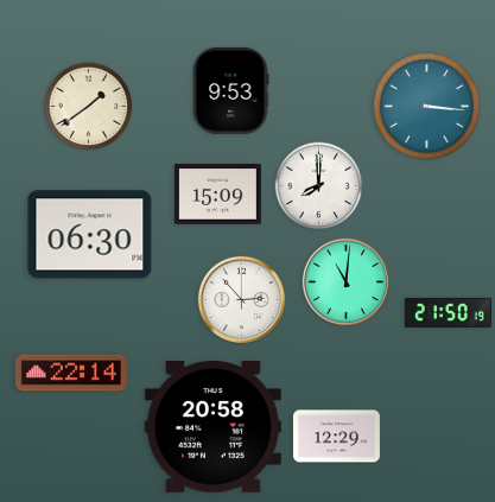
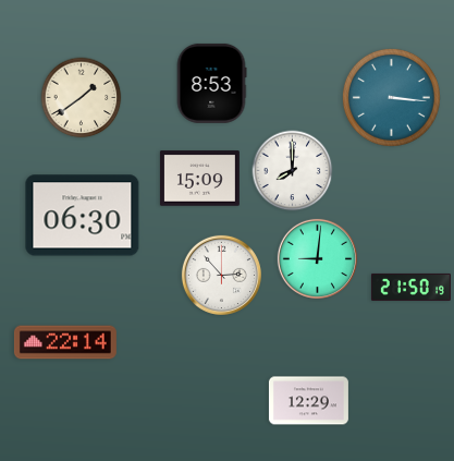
clock at (230, 90): 9:53 -> 8:53
clock at (345, 281): 11:01 -> 9:01
clock at (212, 427): 20:58 -> none
